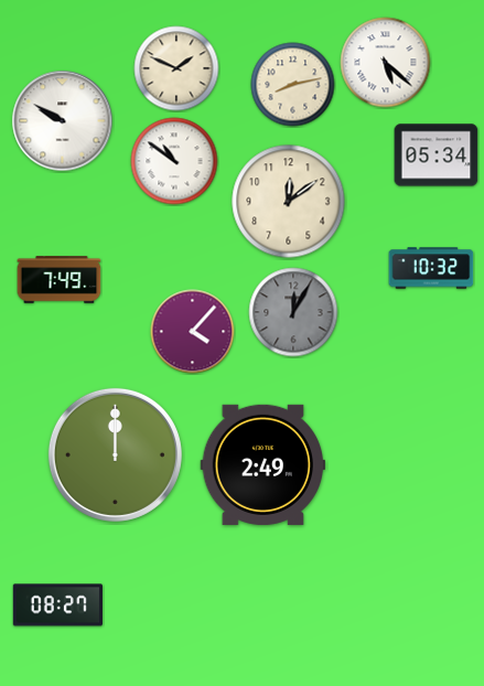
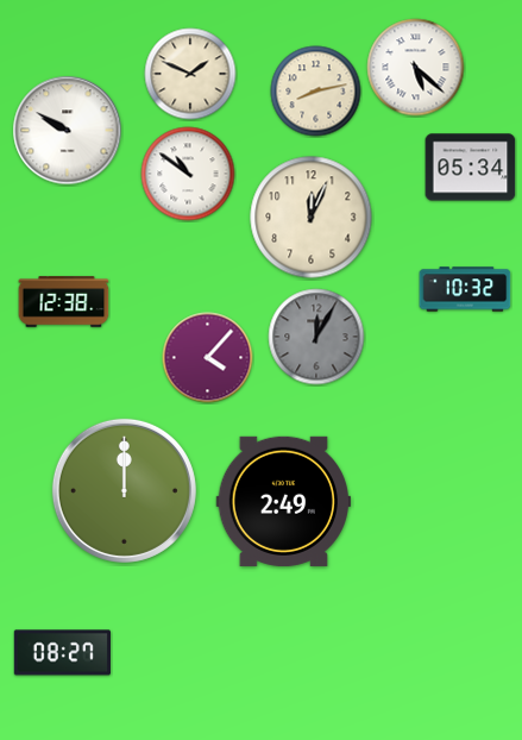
clock at (289, 202): 12:09 -> 12:04
clock at (60, 280): 7:49 -> 12:38
